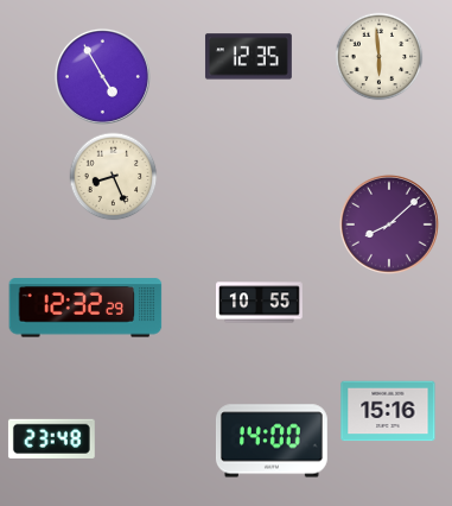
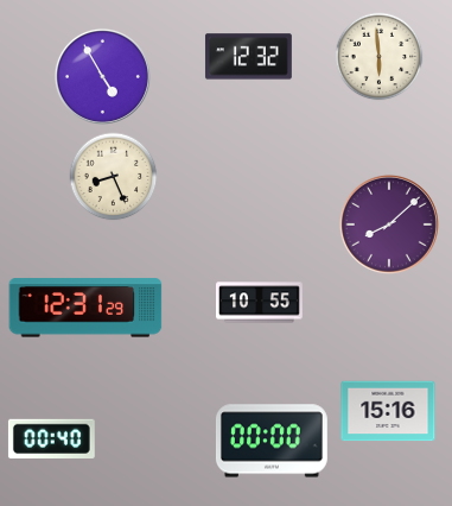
clock at (248, 57): 12:35 -> 12:32
clock at (85, 308): 12:32 -> 12:31
clock at (51, 438): 23:48 -> 00:40
clock at (272, 441): 14:00 -> 00:00
